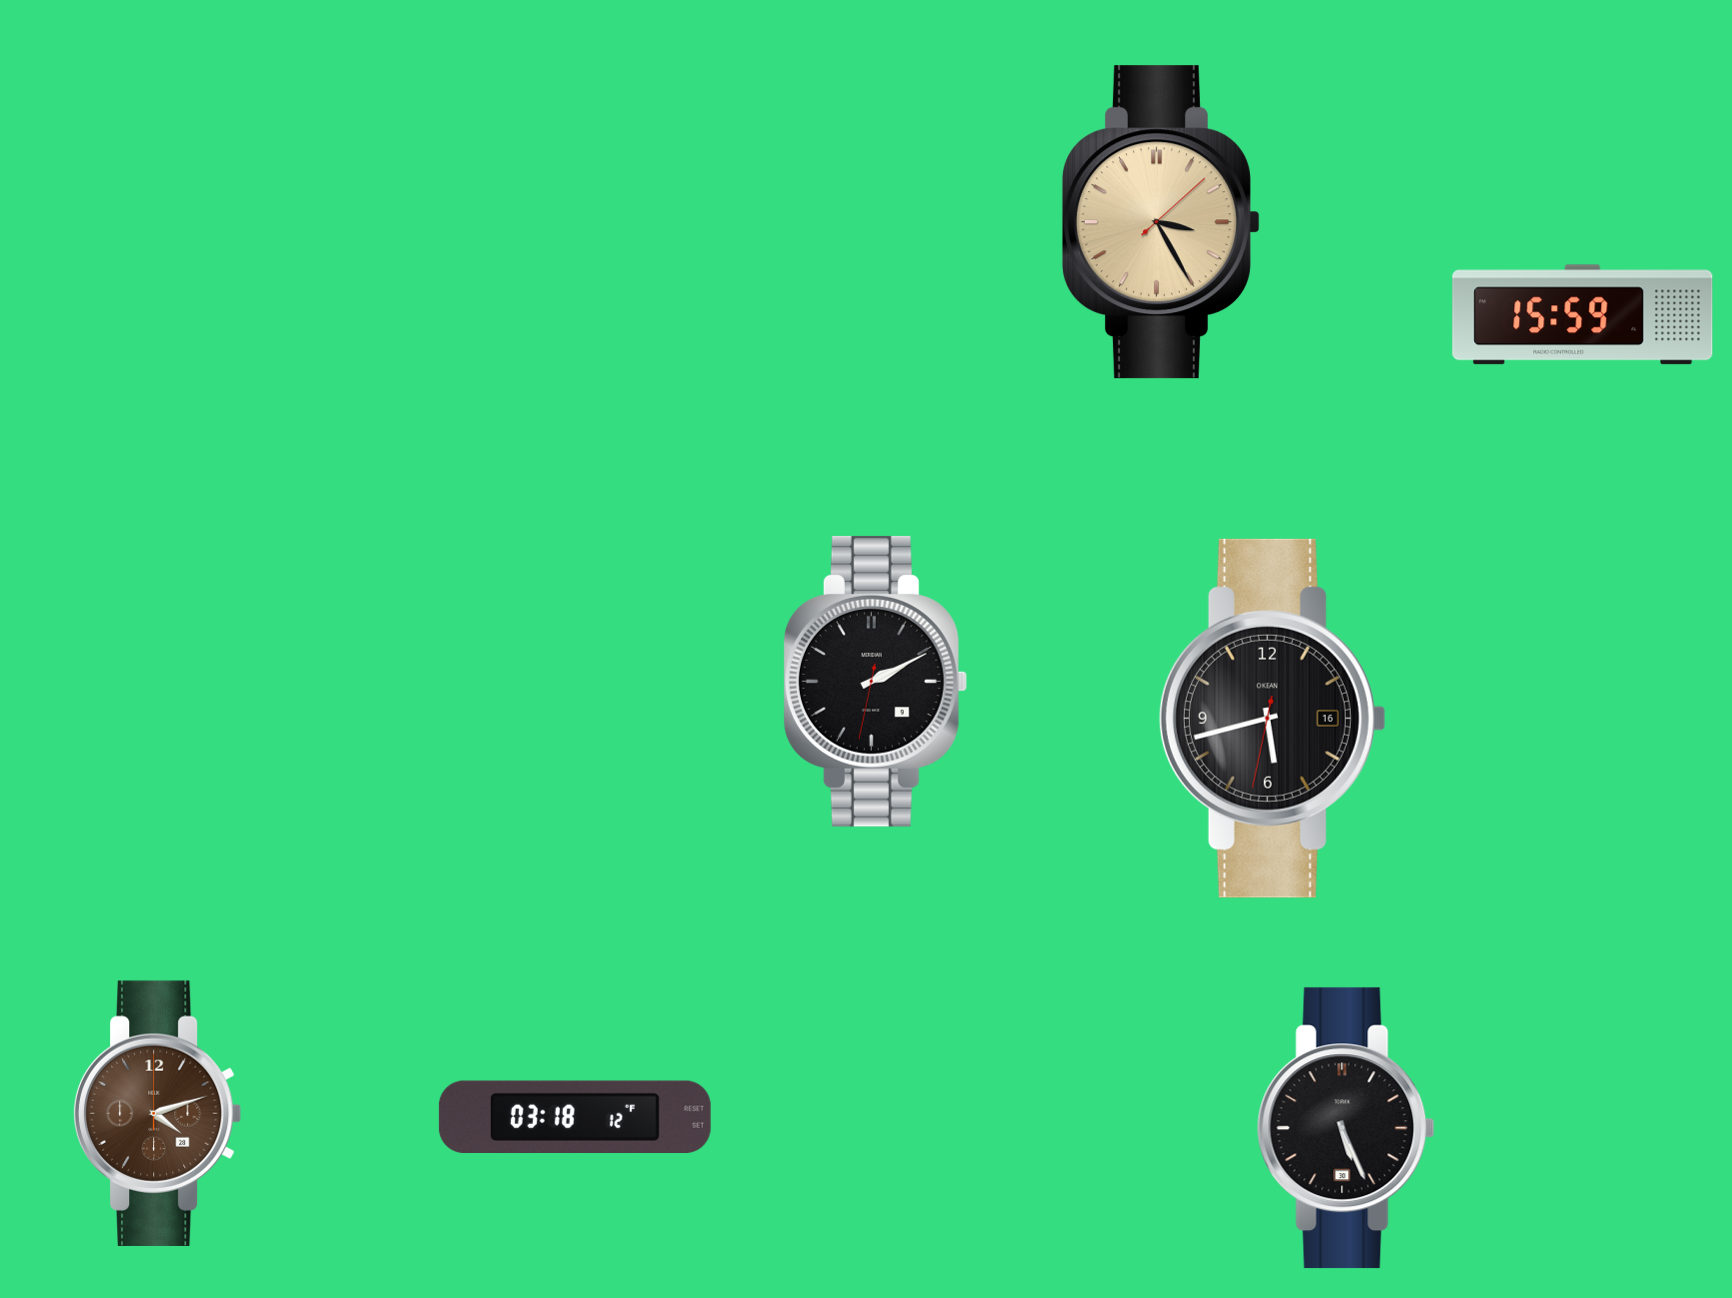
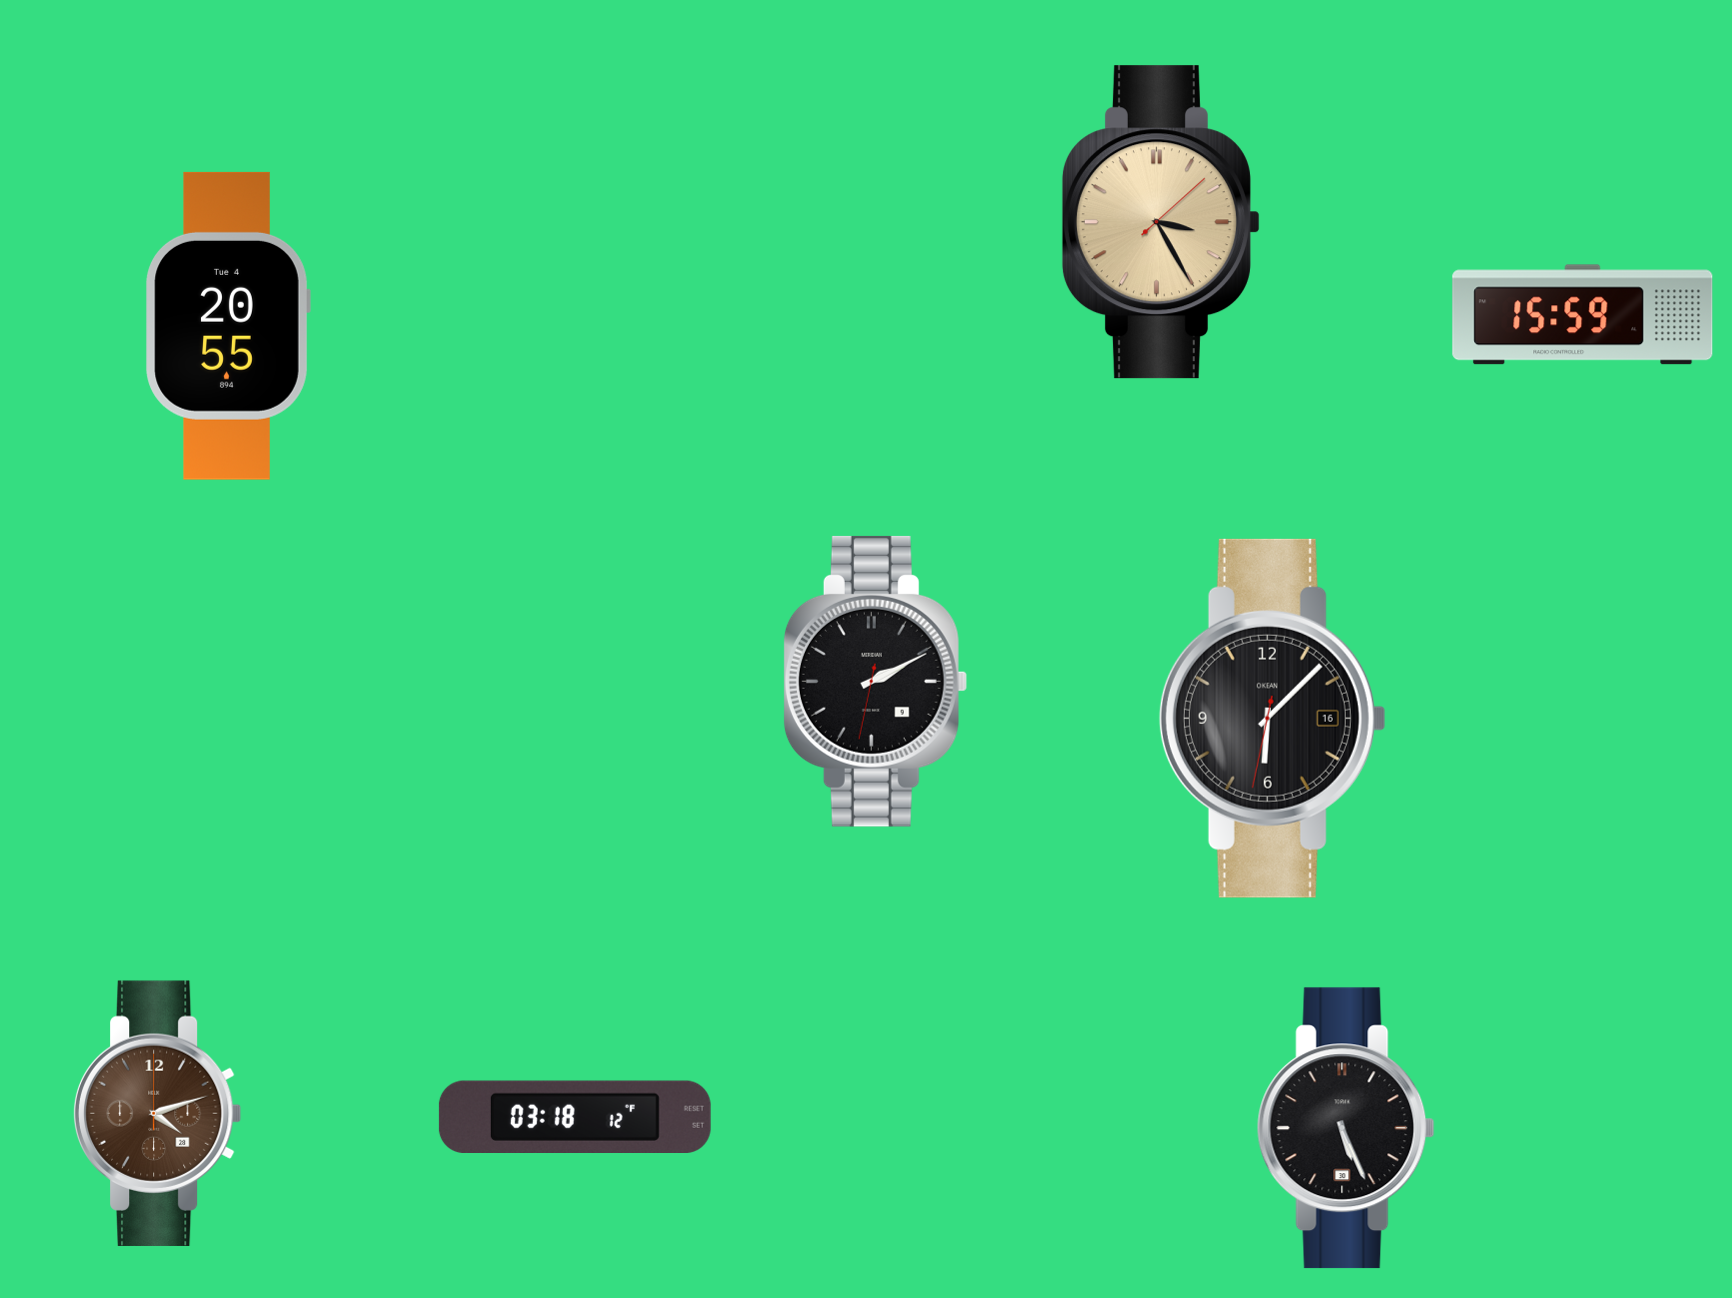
clock at (228, 326): none -> 20:55
clock at (1272, 718): 5:42 -> 6:07
